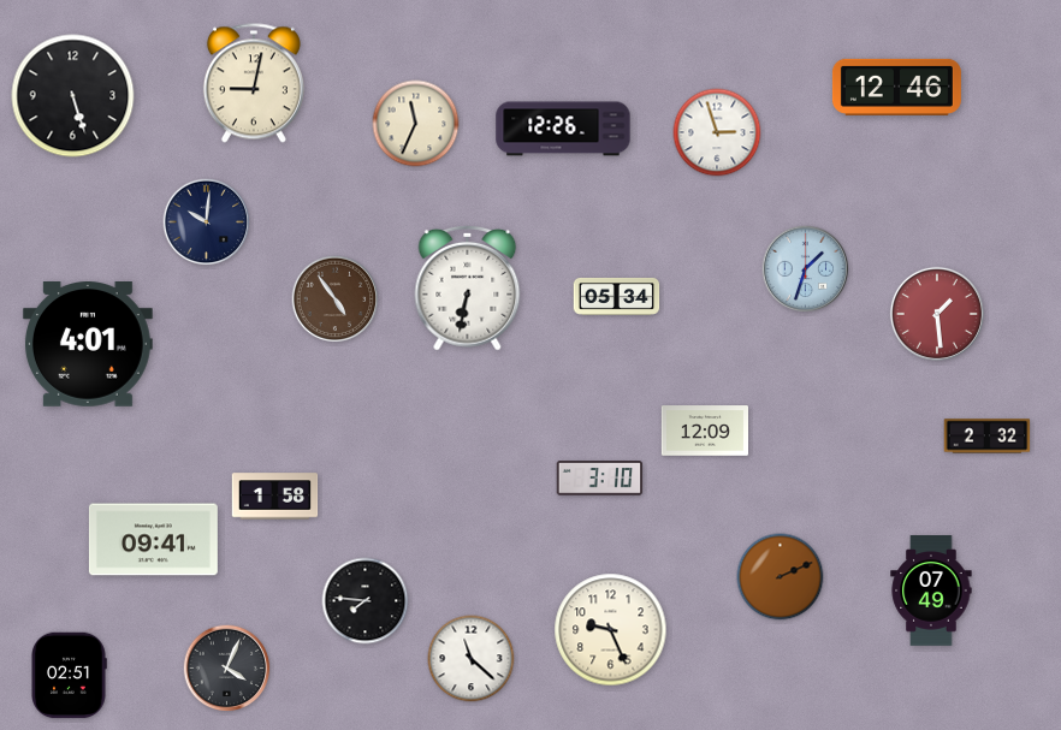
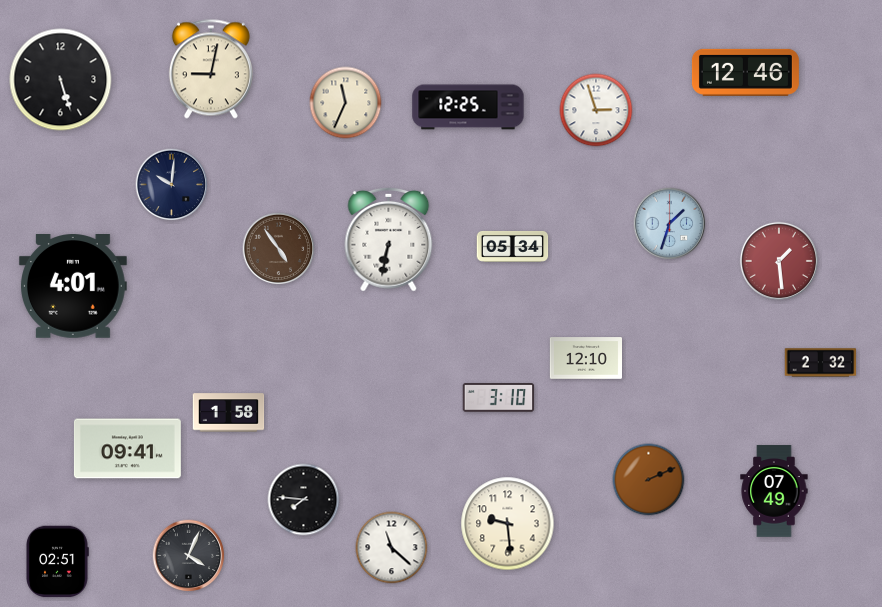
clock at (563, 129): 12:26 -> 12:25
clock at (704, 431): 12:09 -> 12:10
clock at (611, 630): 9:26 -> 9:29
